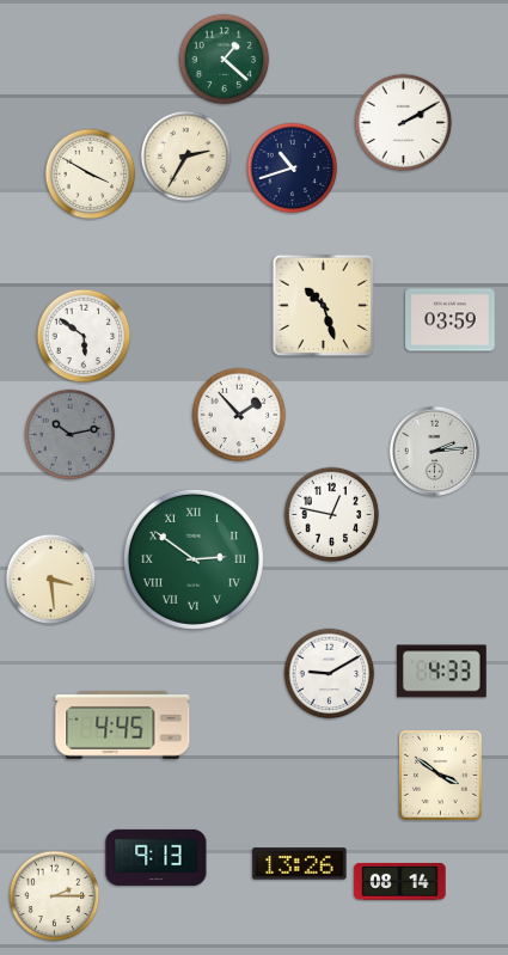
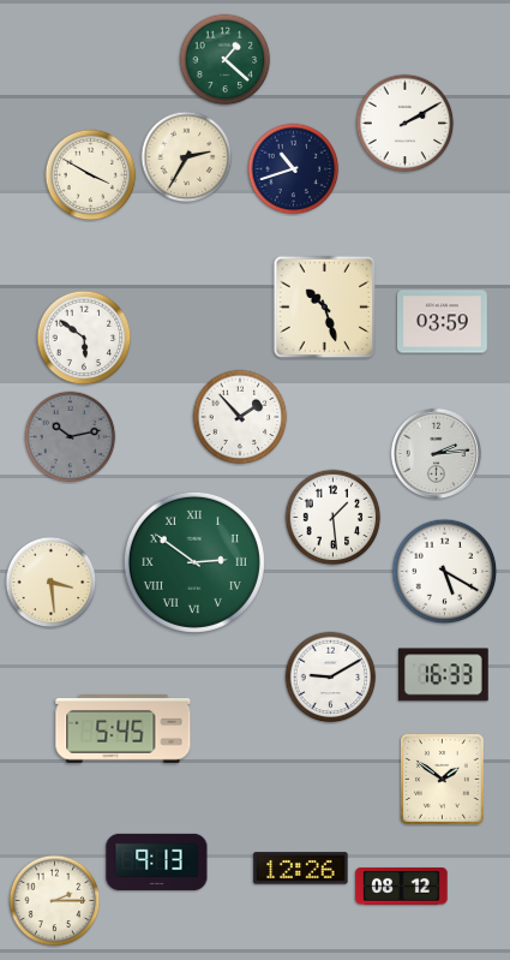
clock at (451, 320) position: (451, 320) -> (443, 322)
clock at (332, 515): 12:47 -> 1:29
clock at (445, 572): none -> 5:20
clock at (441, 672): 4:33 -> 16:33
clock at (123, 726): 4:45 -> 5:45
clock at (441, 776): 3:51 -> 1:51
clock at (300, 864): 13:26 -> 12:26
clock at (400, 881): 08:14 -> 08:12
